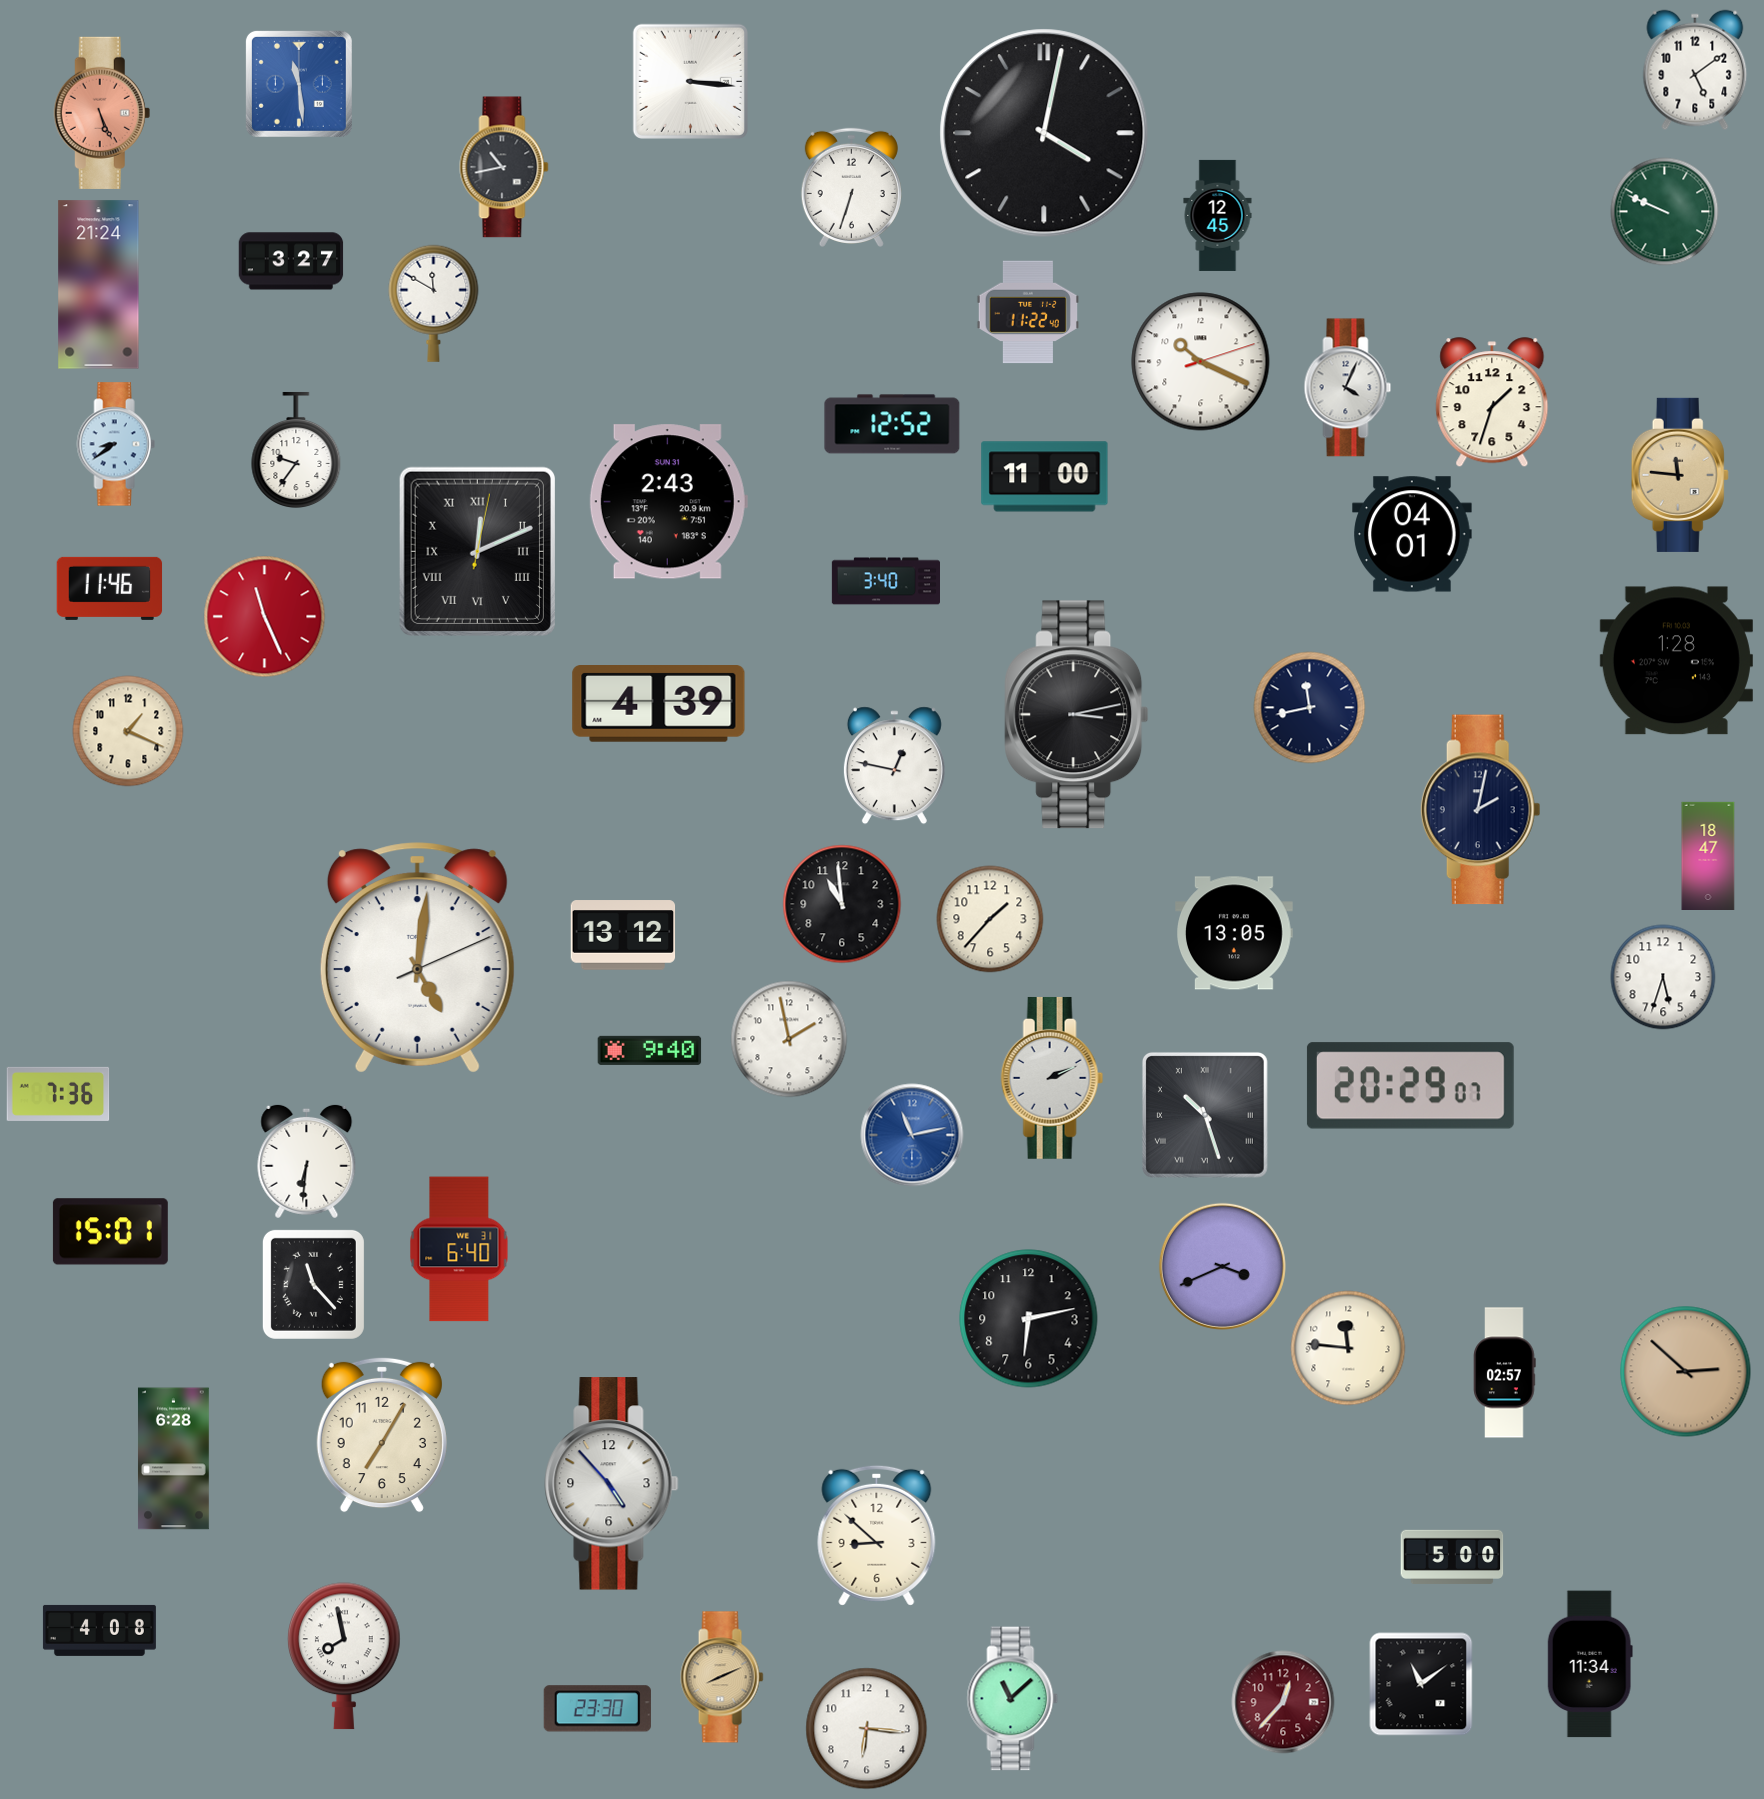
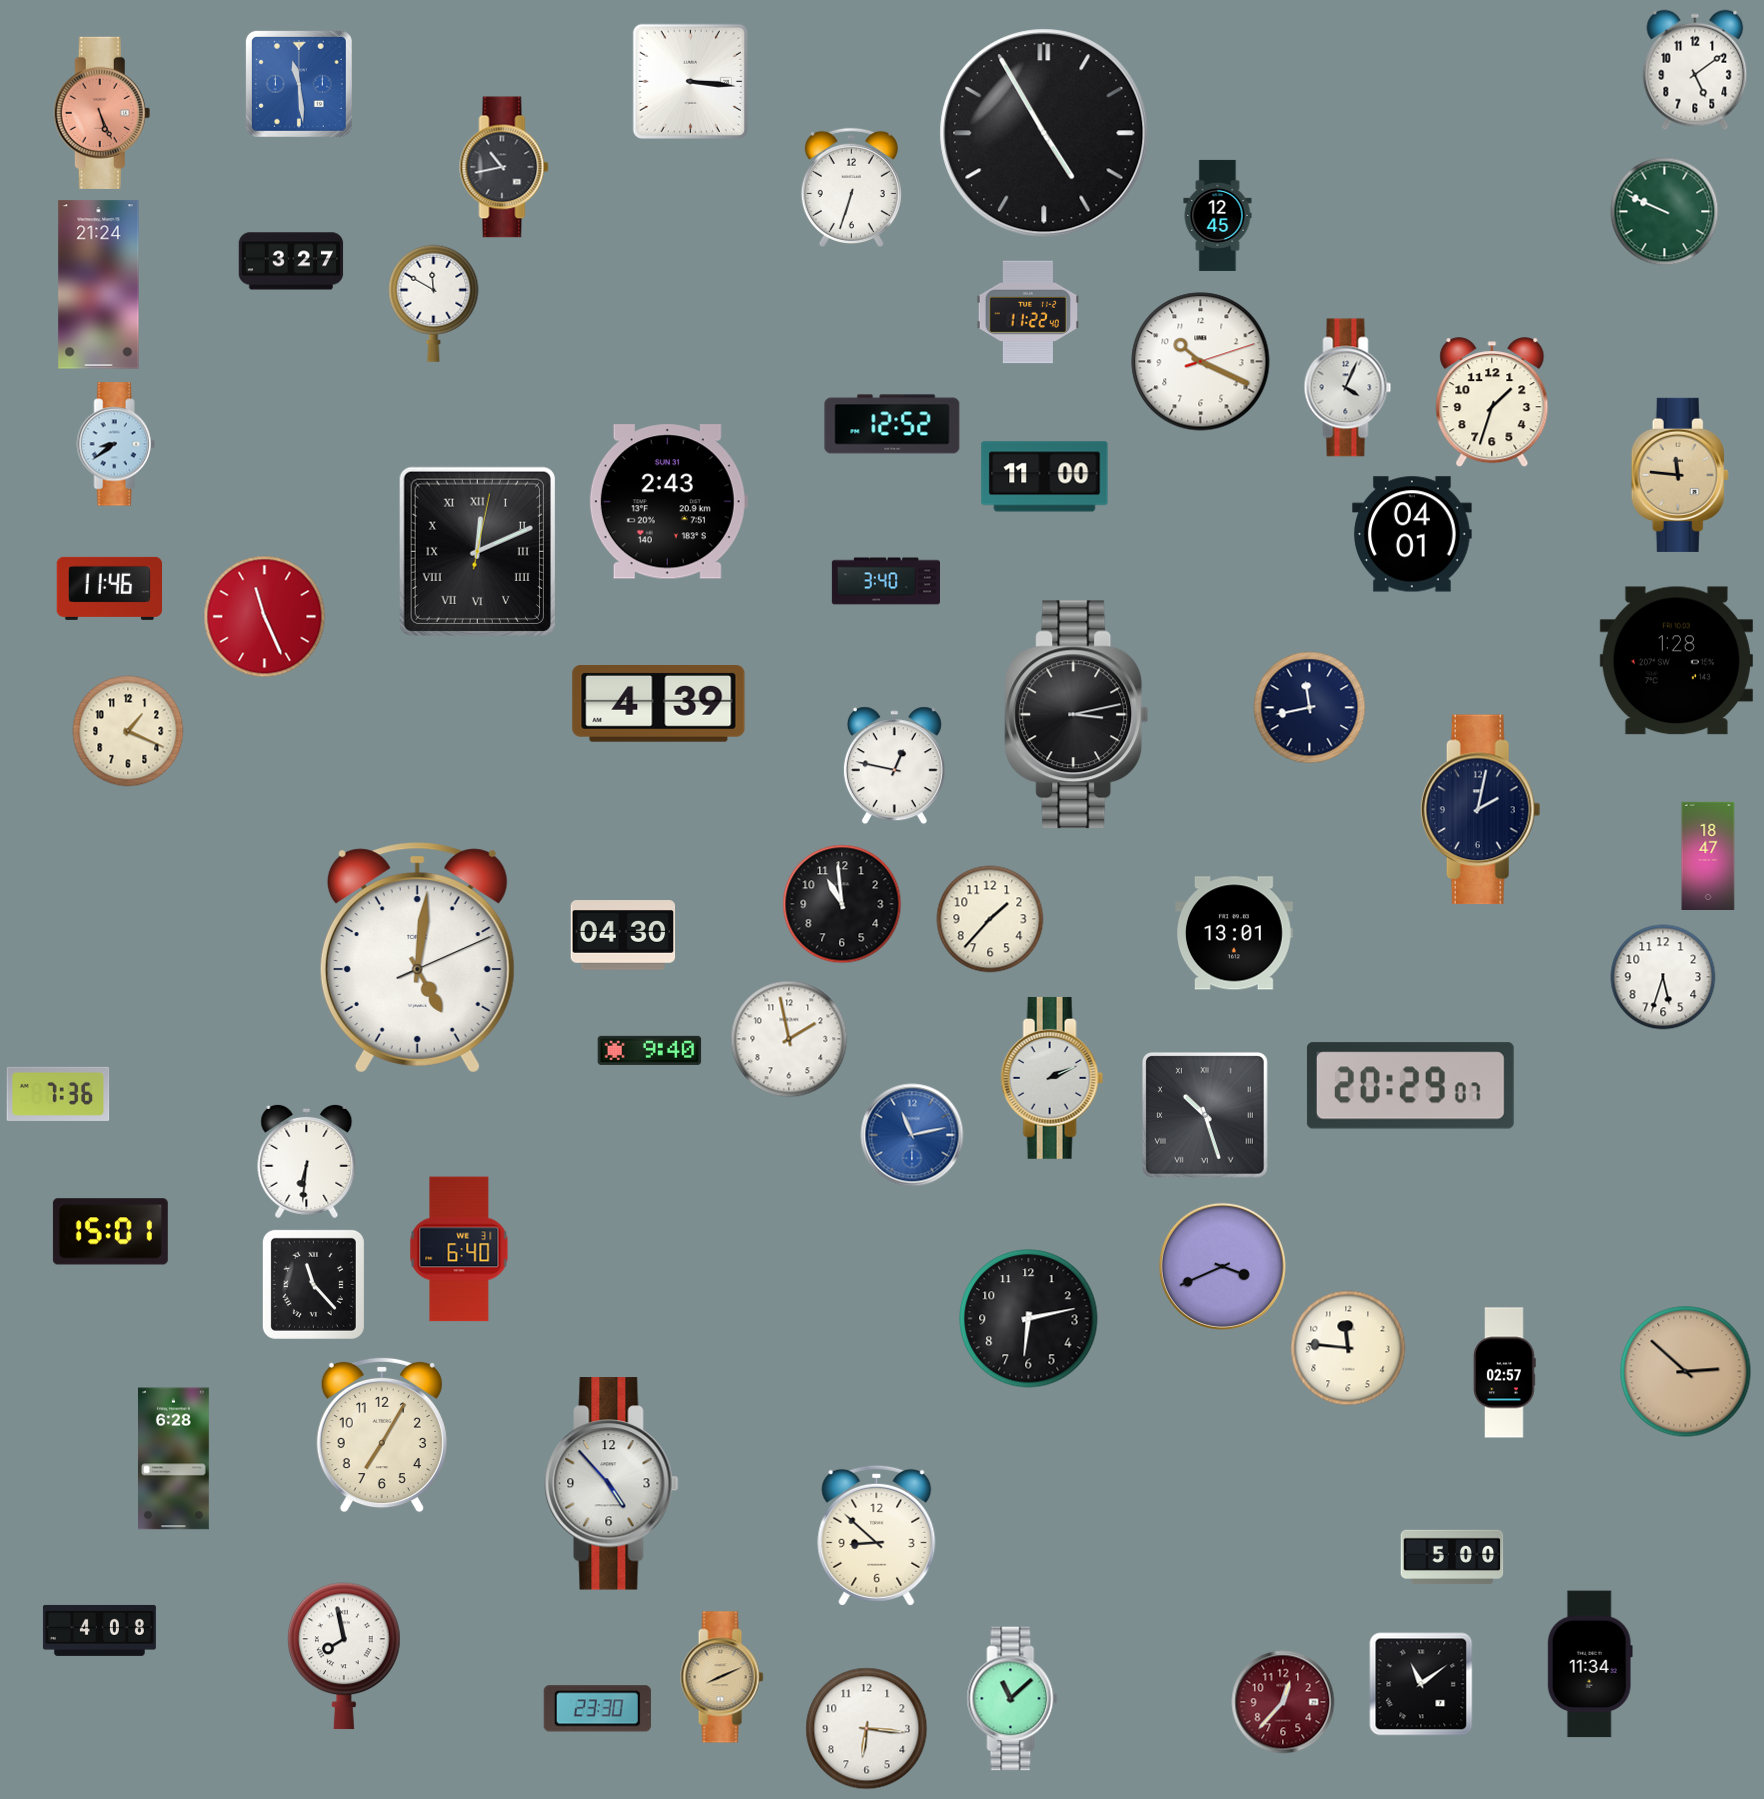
clock at (1044, 133): 4:02 -> 4:55
clock at (296, 449): 9:36 -> none
clock at (1235, 933): 13:05 -> 13:01
clock at (623, 935): 13:12 -> 04:30
